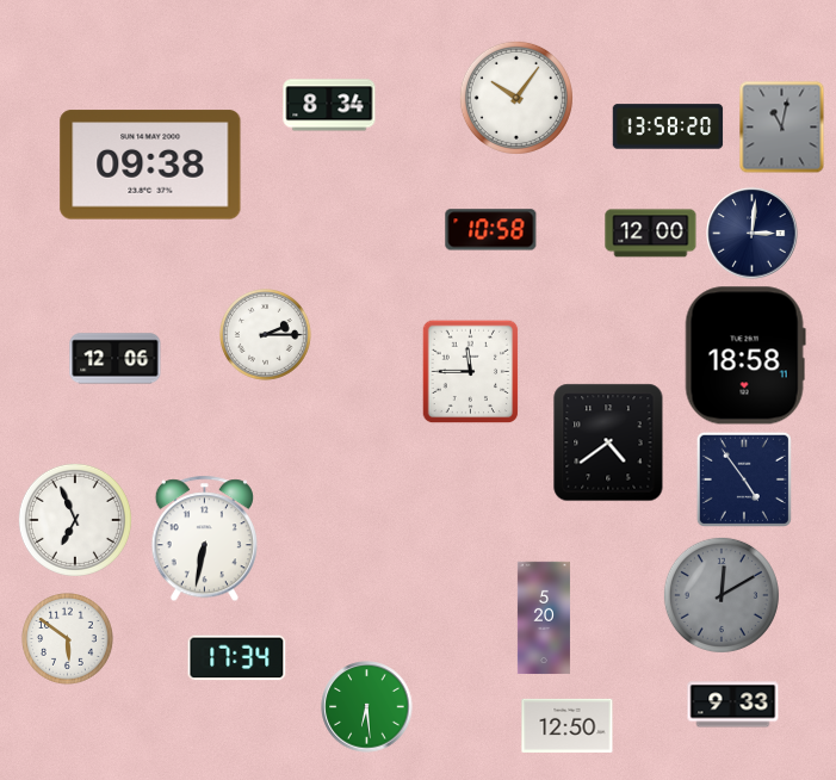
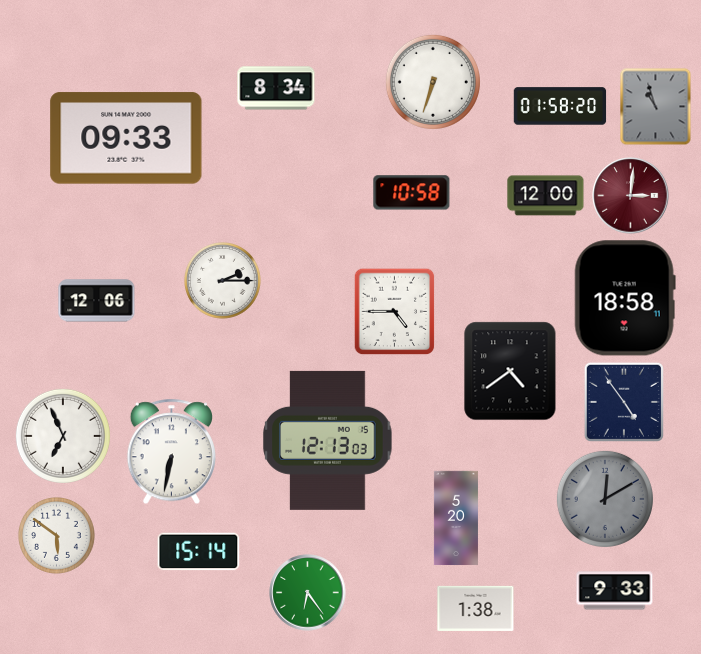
clock at (516, 98): 10:06 -> 6:33
clock at (668, 126): 13:58 -> 01:58
clock at (782, 126): 11:02 -> 10:57
clock at (150, 165): 09:38 -> 09:33
clock at (753, 234) dial: navy -> burgundy
clock at (471, 371): 11:45 -> 4:45
clock at (328, 440): none -> 12:13
clock at (237, 658): 17:34 -> 15:14
clock at (367, 707): 6:29 -> 6:24
clock at (568, 725): 12:50 -> 1:38
